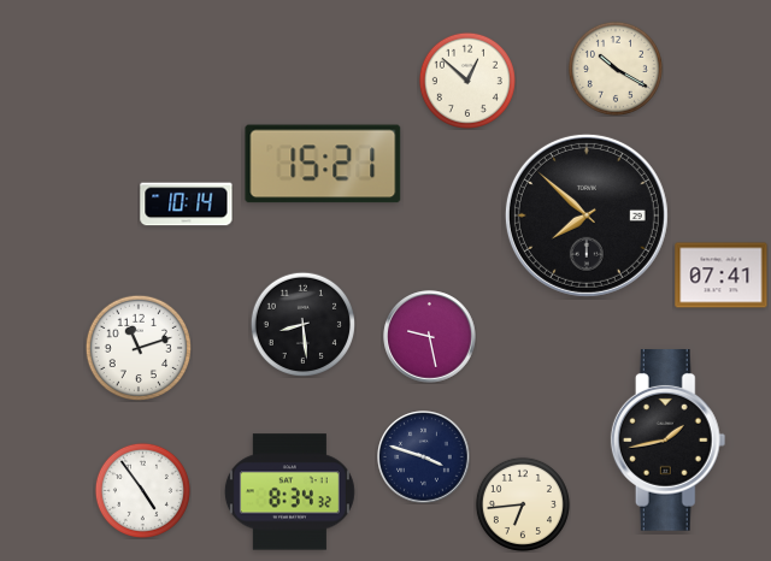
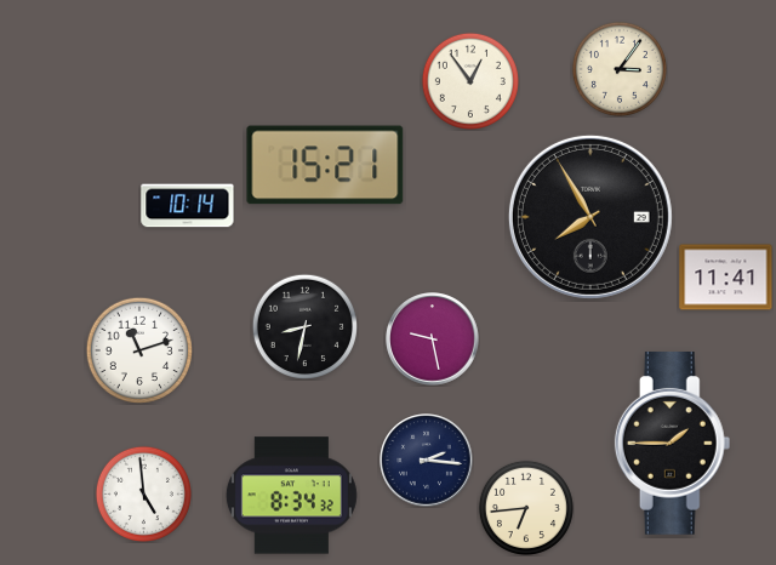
clock at (616, 69): 10:20 -> 3:06
clock at (467, 81): 12:52 -> 12:54
clock at (587, 215): 7:52 -> 7:55
clock at (722, 276): 07:41 -> 11:41
clock at (302, 324): 8:29 -> 8:32
clock at (669, 441): 1:43 -> 1:45
clock at (424, 457): 3:48 -> 2:16
clock at (142, 490): 4:54 -> 4:59
